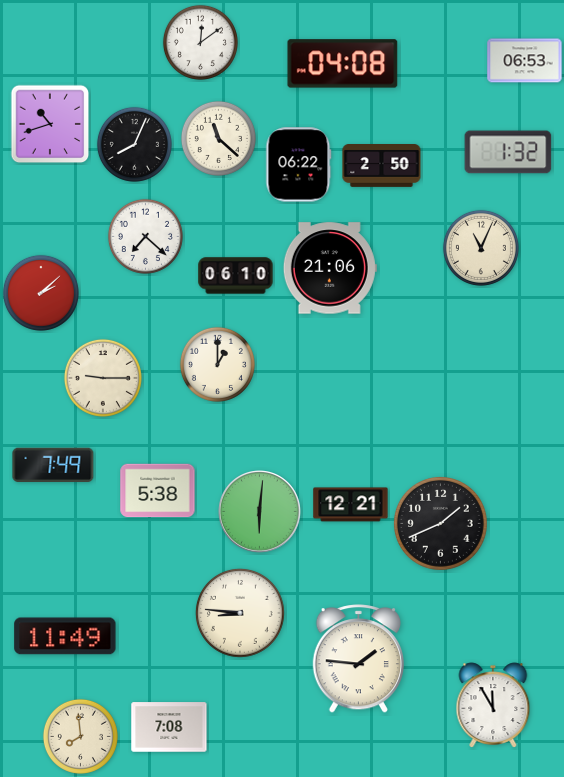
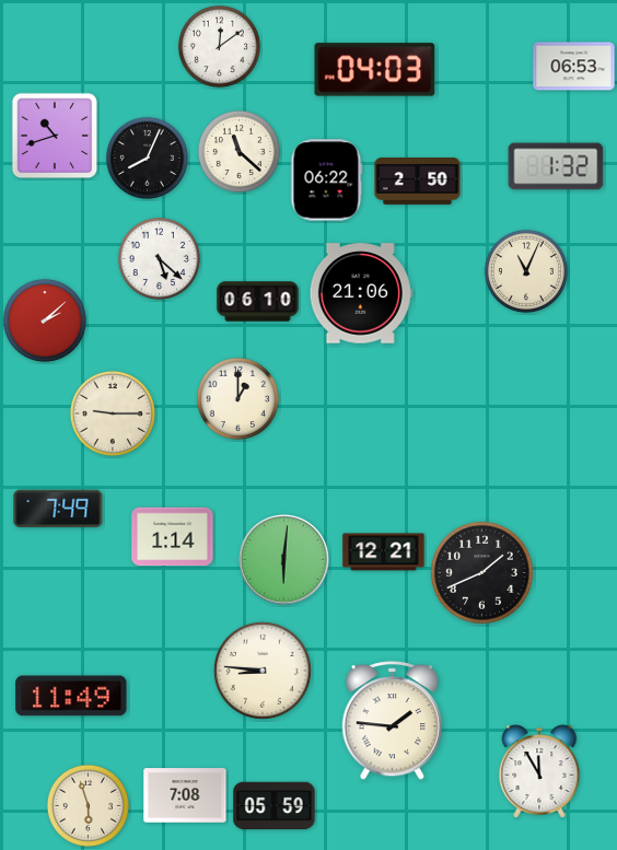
clock at (343, 64): 04:08 -> 04:03
clock at (145, 236): 7:22 -> 5:22
clock at (158, 491): 5:38 -> 1:14
clock at (80, 736): 7:59 -> 5:57
clock at (275, 806): none -> 05:59
